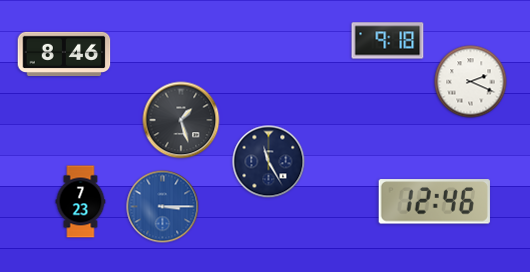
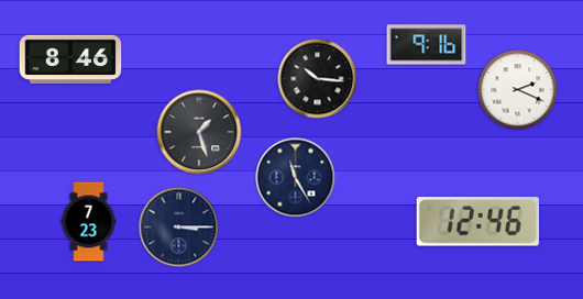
clock at (388, 41): 9:18 -> 9:16
clock at (318, 79): none -> 10:16
clock at (163, 207) dial: blue -> navy
